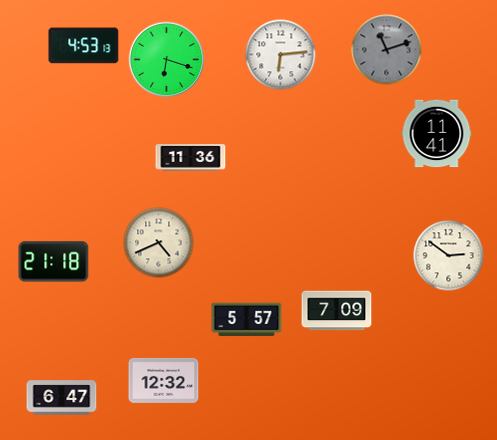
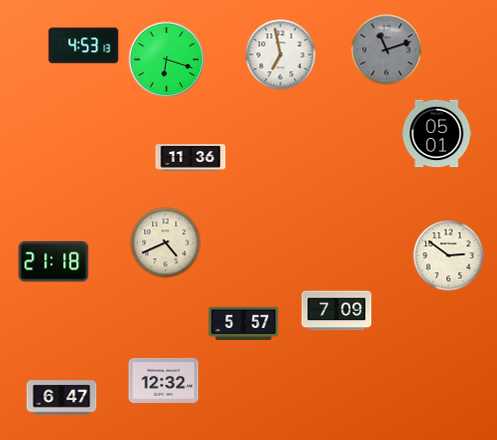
clock at (281, 55): 6:14 -> 6:58
clock at (437, 134): 11:41 -> 05:01
clock at (159, 243) position: (159, 243) -> (166, 243)
clock at (247, 320) position: (247, 320) -> (244, 324)
